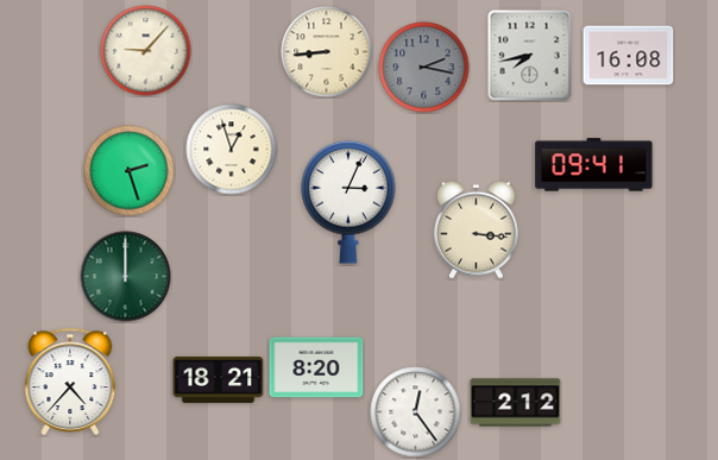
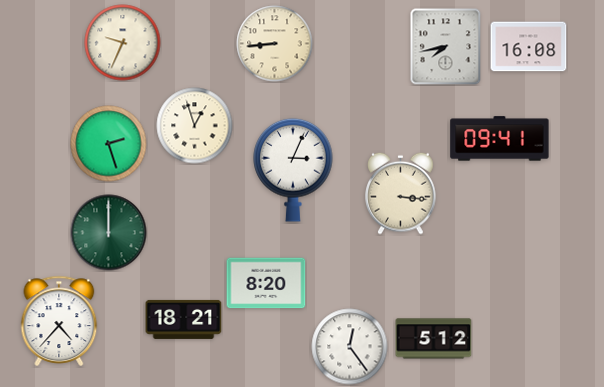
clock at (146, 51): 9:07 -> 9:34
clock at (424, 68): 2:17 -> none
clock at (126, 277) position: (126, 277) -> (109, 233)
clock at (316, 367) position: (316, 367) -> (266, 283)
clock at (516, 403): 2:12 -> 5:12
